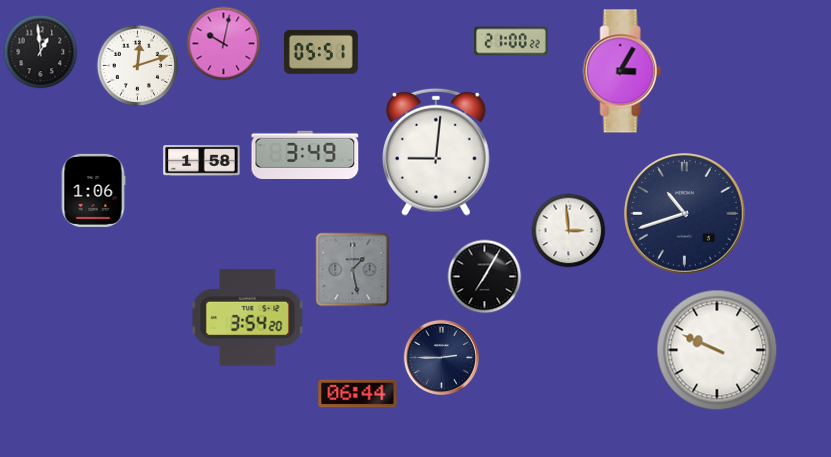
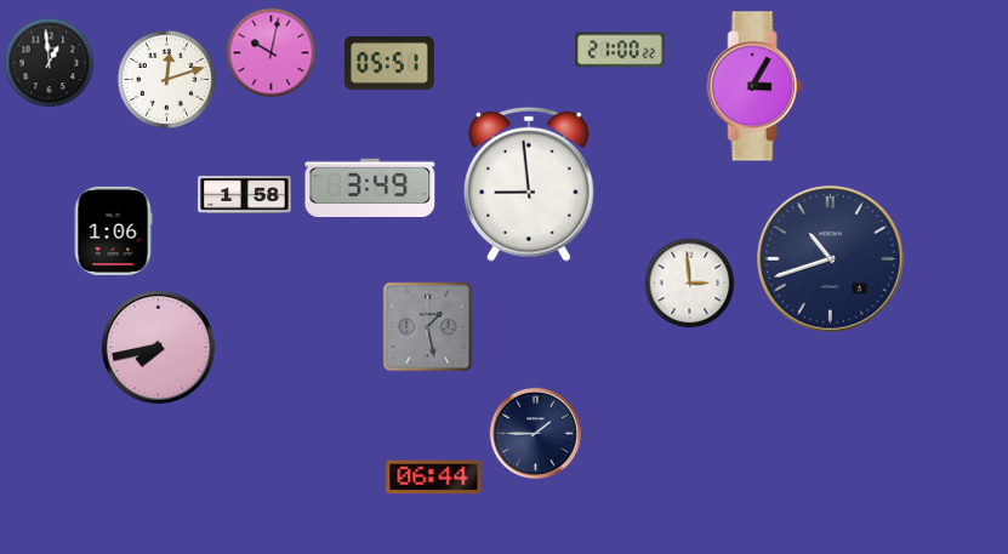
clock at (437, 152): 9:01 -> 8:59
clock at (569, 231) position: (569, 231) -> (690, 284)
clock at (485, 277): 7:05 -> none
clock at (158, 347): none -> 7:43
clock at (248, 317): 3:54 -> none
clock at (717, 350): 9:49 -> none
clock at (441, 357): 2:45 -> 1:45
